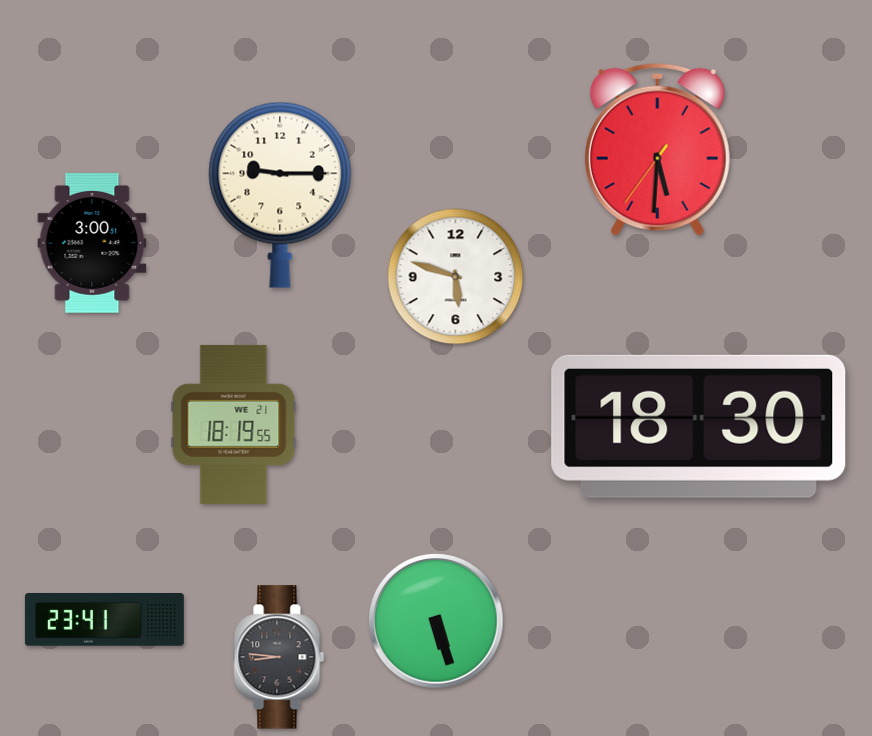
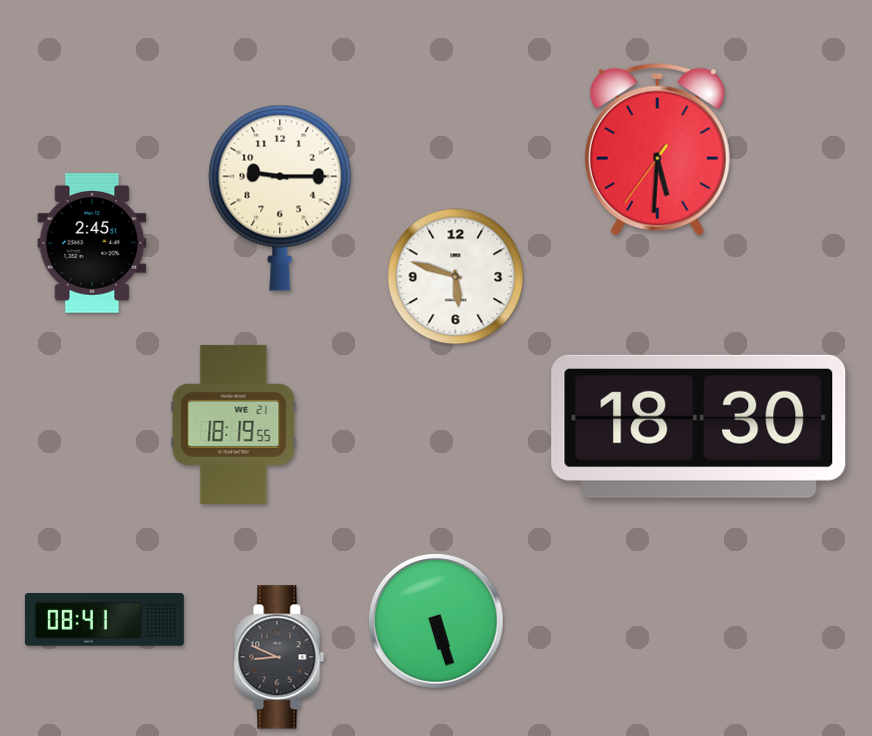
clock at (280, 195) position: (280, 195) -> (280, 198)
clock at (92, 244): 3:00 -> 2:45
clock at (104, 620): 23:41 -> 08:41
clock at (279, 657): 8:46 -> 8:49
